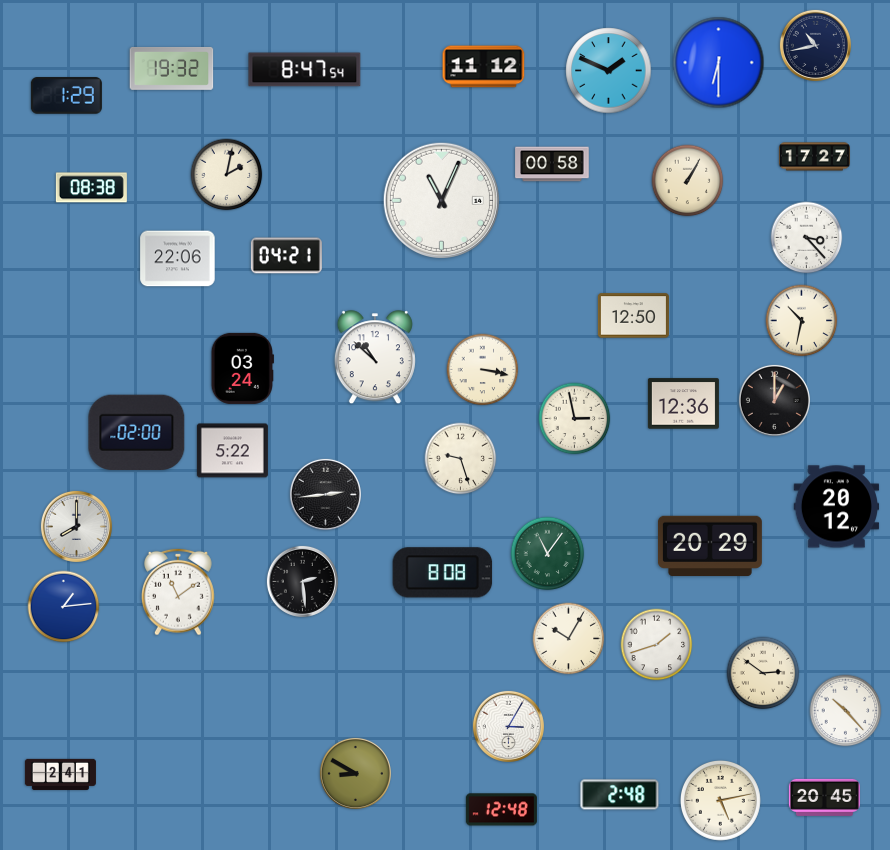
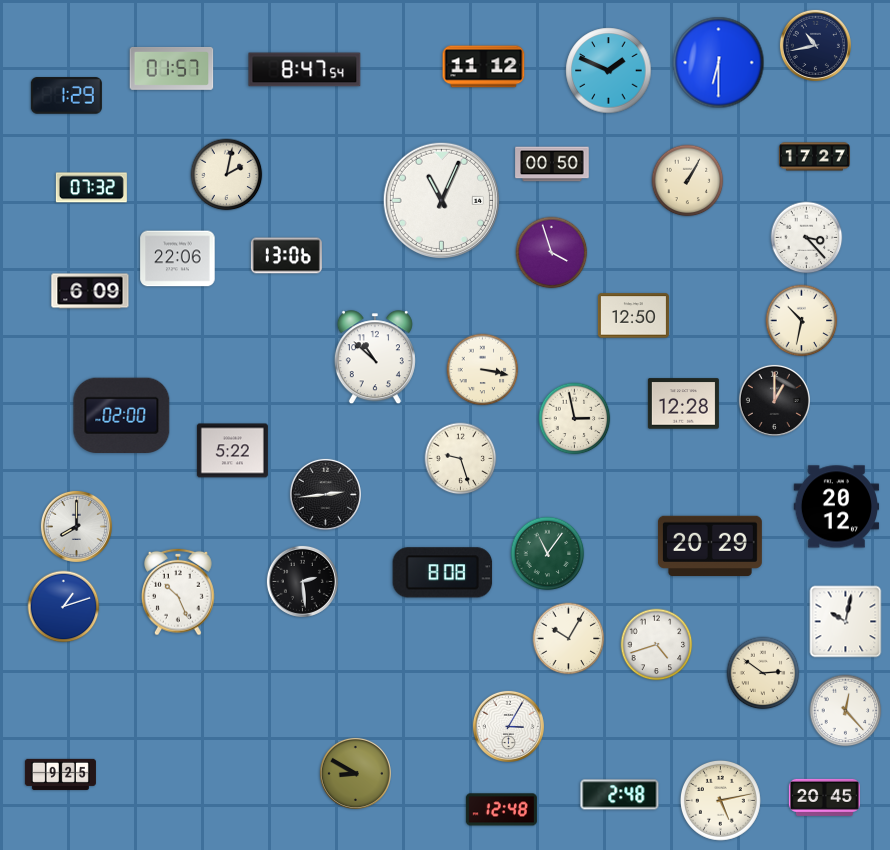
clock at (172, 69): 19:32 -> 01:57
clock at (552, 164): 00:58 -> 00:50
clock at (91, 188): 08:38 -> 07:32
clock at (552, 253): none -> 3:57
clock at (286, 256): 04:21 -> 13:06
clock at (90, 291): none -> 6:09
clock at (242, 368): 03:24 -> none
clock at (683, 404): 12:36 -> 12:28
clock at (137, 432) position: (137, 432) -> (122, 415)
clock at (179, 592): 11:09 -> 10:26
clock at (64, 607): 1:14 -> 1:12
clock at (846, 622): none -> 10:02
clock at (657, 645): 1:42 -> 4:42
clock at (846, 711): 10:23 -> 12:23
clock at (60, 774): 2:41 -> 9:25
